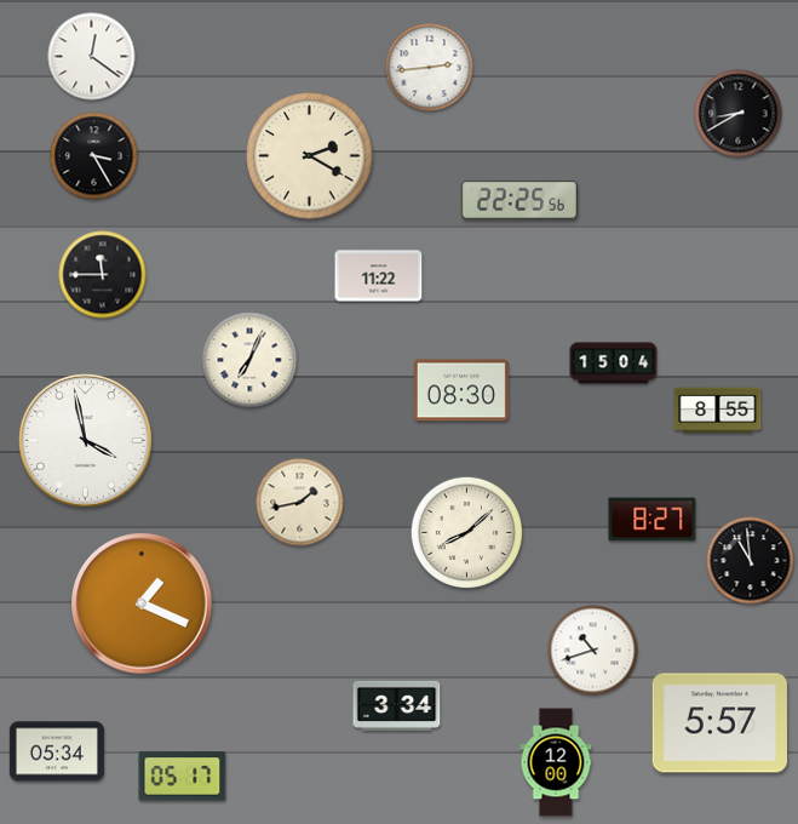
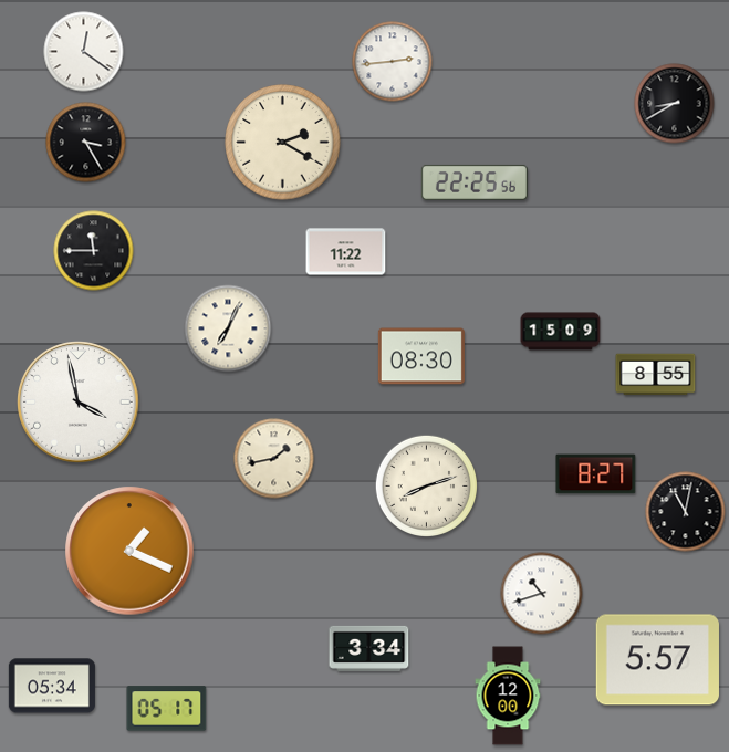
clock at (614, 364): 15:04 -> 15:09
clock at (466, 532): 8:08 -> 8:12
clock at (751, 561): 10:59 -> 11:02
clock at (397, 705) position: (397, 705) -> (369, 648)
